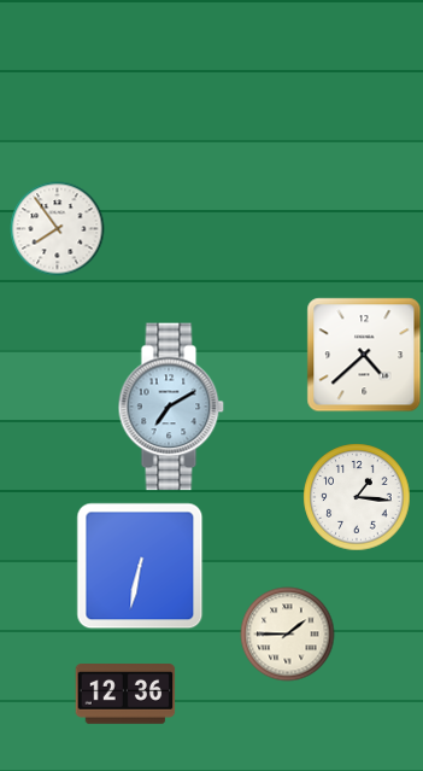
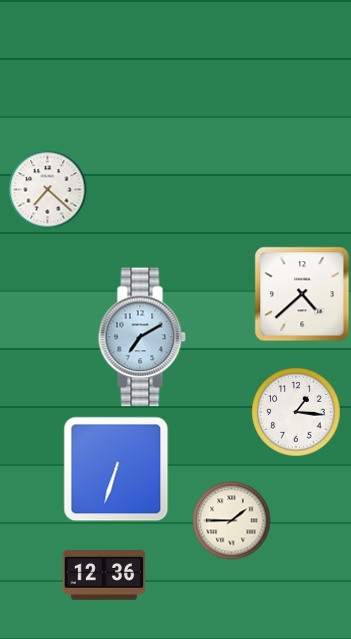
clock at (57, 228): 7:54 -> 7:22
clock at (140, 566): 6:32 -> 6:33
clock at (287, 633) position: (287, 633) -> (231, 520)
